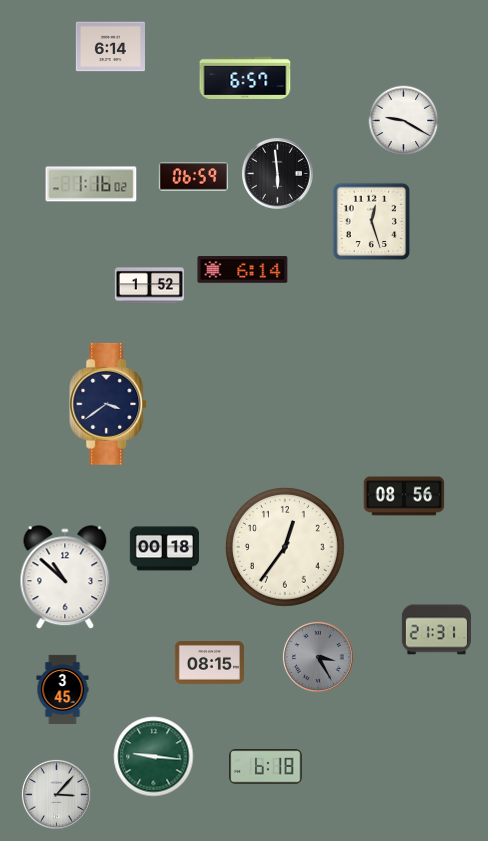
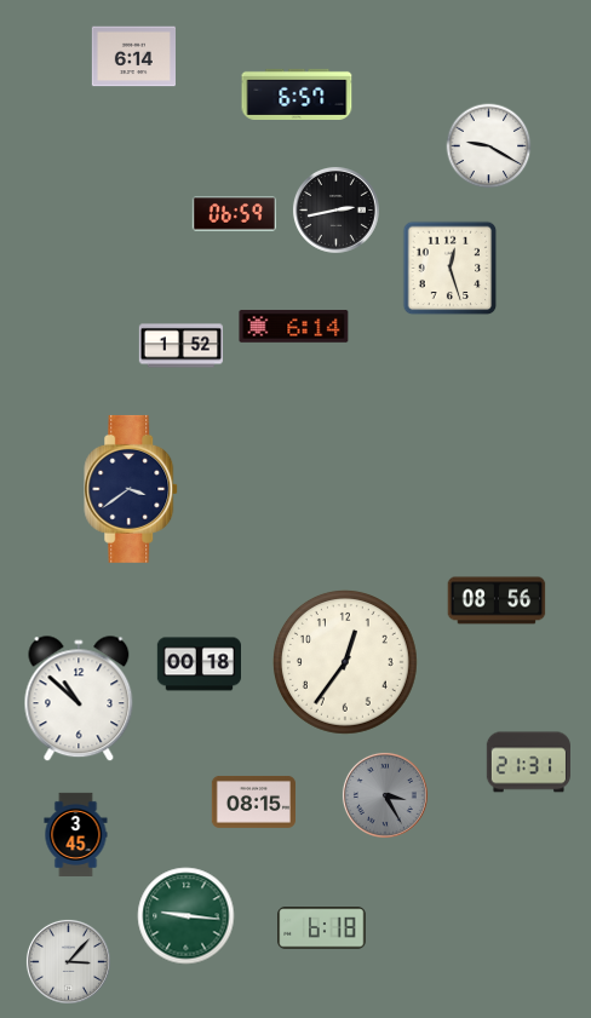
clock at (277, 173): 5:59 -> 2:43
clock at (91, 184): 1:16 -> none
clock at (404, 496) position: (404, 496) -> (497, 600)
